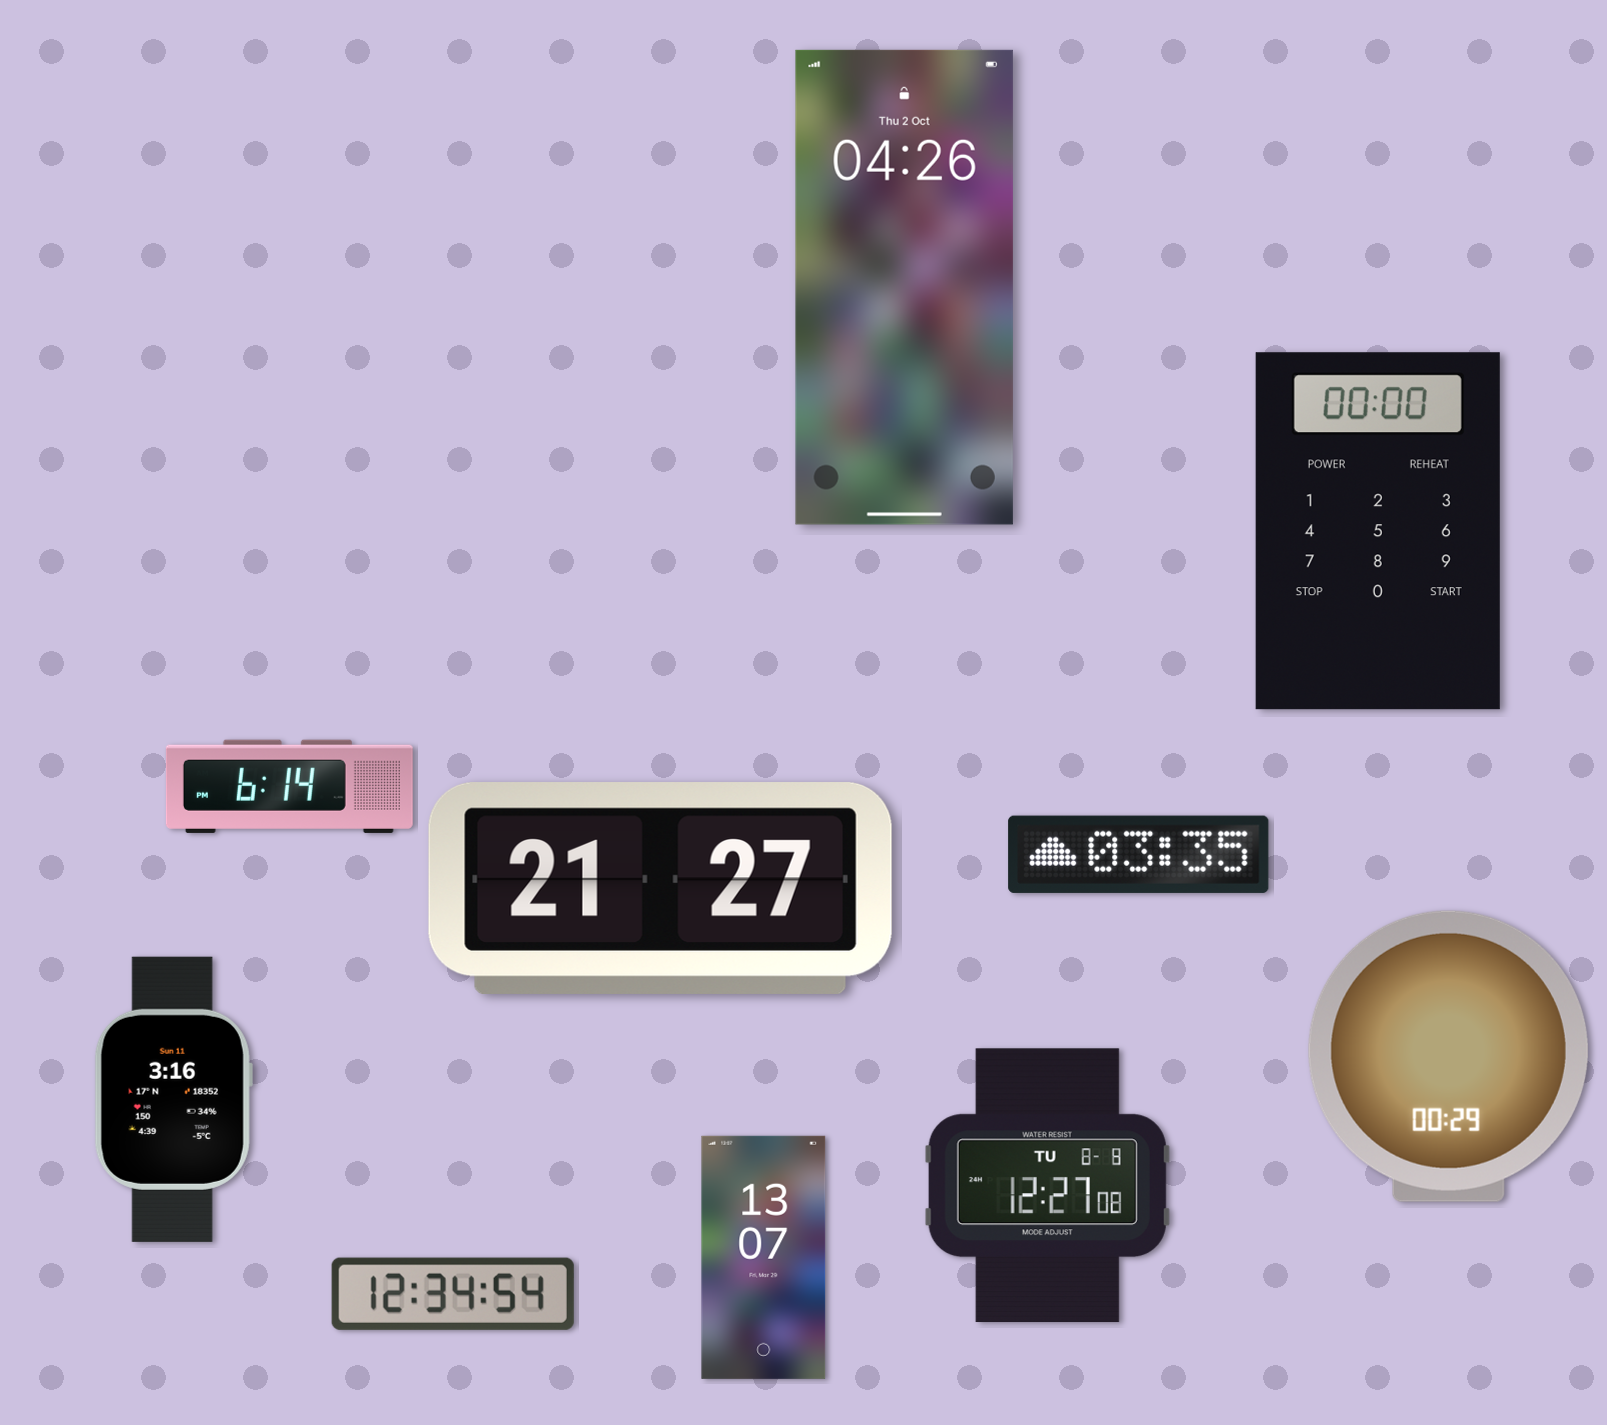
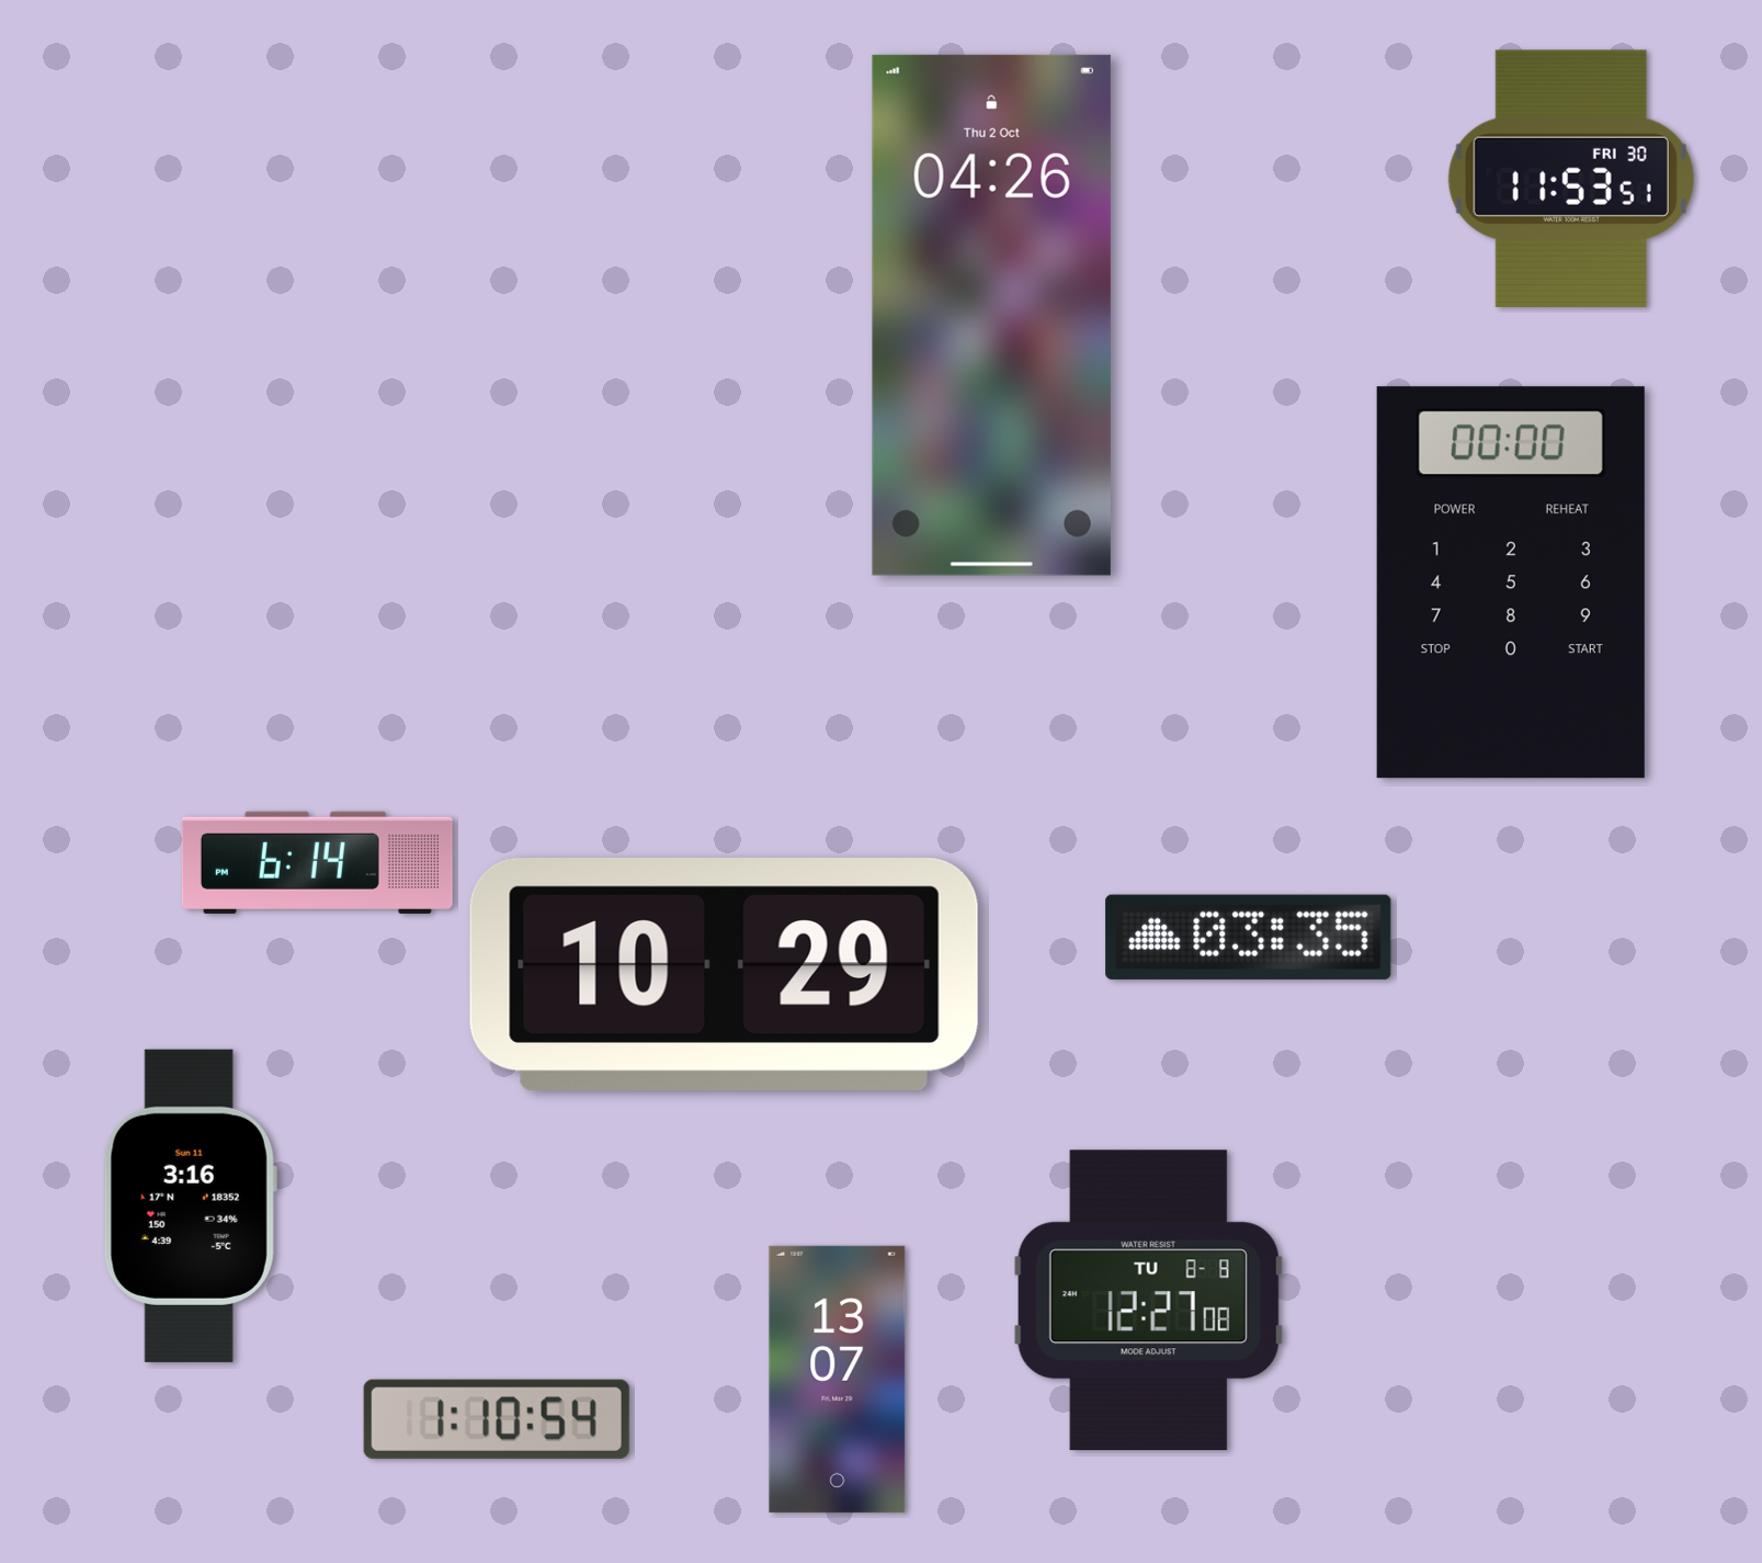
clock at (1571, 179): none -> 11:53
clock at (660, 888): 21:27 -> 10:29
clock at (1448, 1056): 00:29 -> none
clock at (453, 1294): 12:34 -> 1:10
